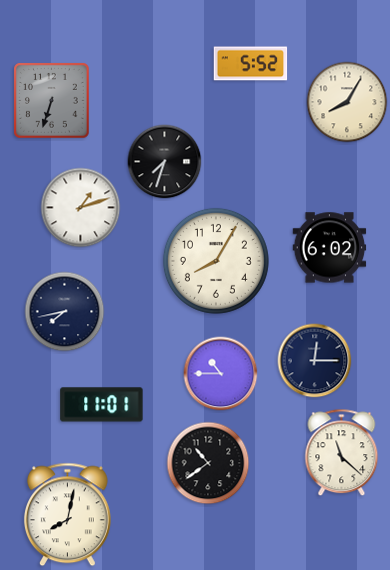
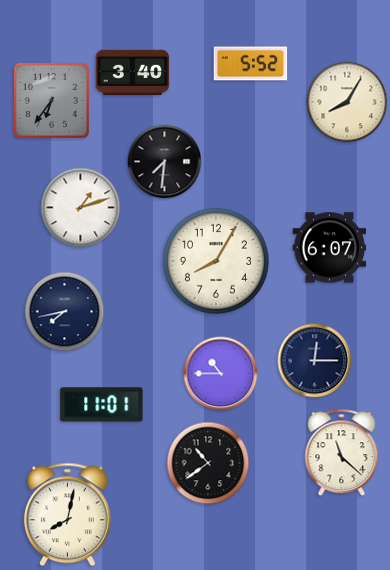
clock at (133, 73): none -> 3:40
clock at (52, 101): 6:33 -> 6:36
clock at (165, 162): 7:33 -> 7:31
clock at (330, 248): 6:02 -> 6:07
